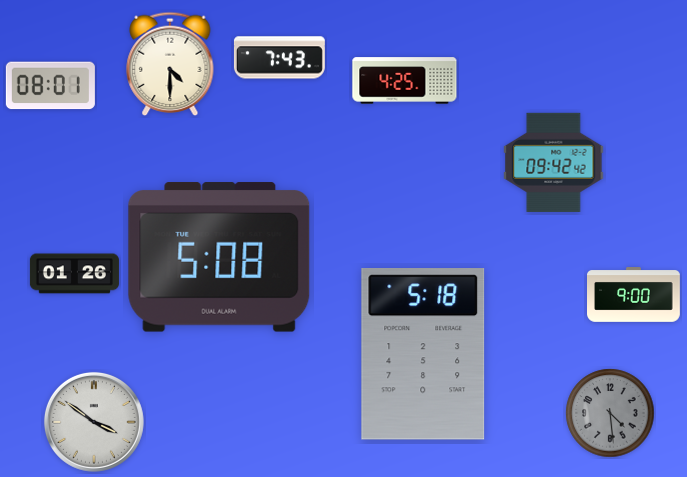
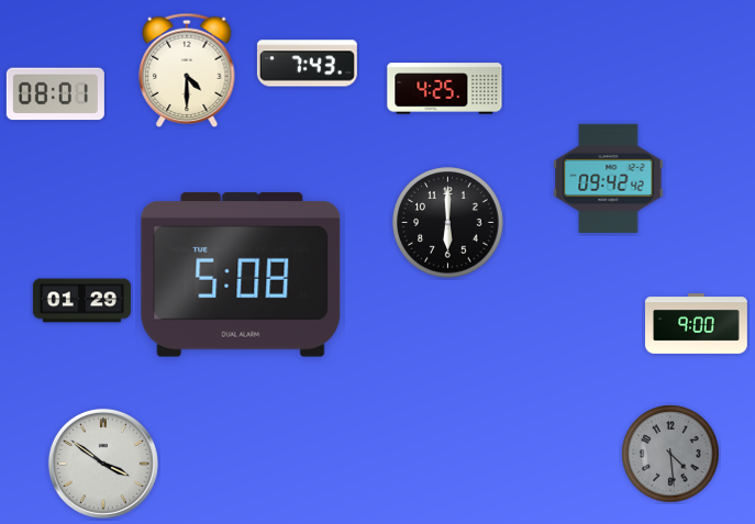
clock at (448, 223): none -> 6:00
clock at (219, 257) position: (219, 257) -> (241, 275)
clock at (74, 274): 01:26 -> 01:29
clock at (423, 355): 5:18 -> none
